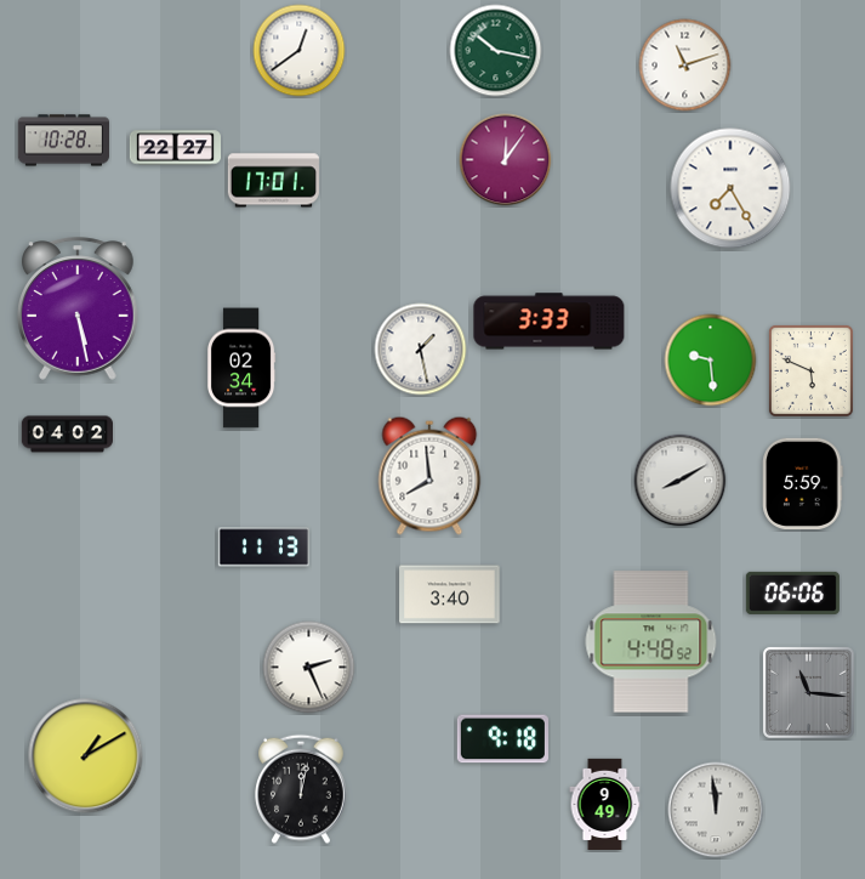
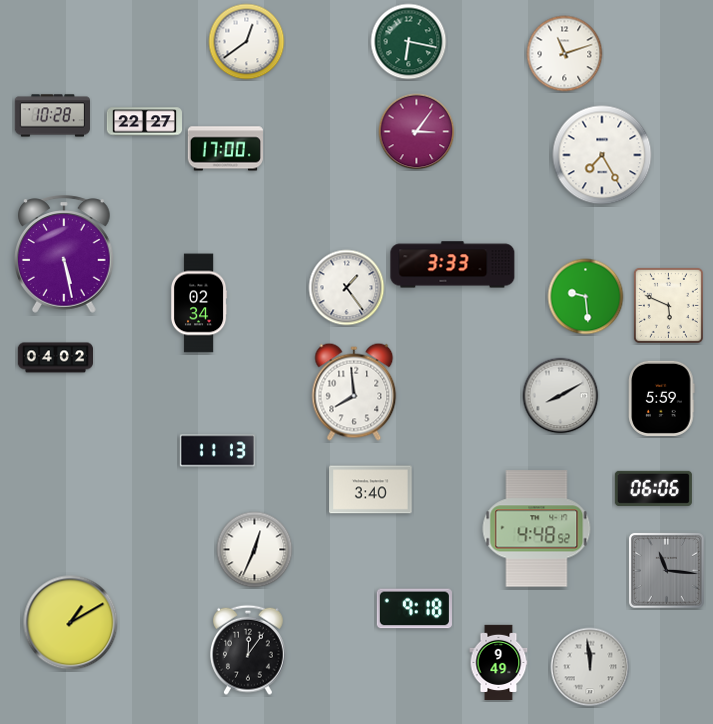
clock at (496, 51): 10:17 -> 6:17
clock at (506, 160): 12:06 -> 3:06
clock at (273, 181): 17:01 -> 17:00
clock at (421, 350): 1:28 -> 1:24
clock at (309, 668): 2:26 -> 12:34
clock at (302, 789): 12:02 -> 12:06
